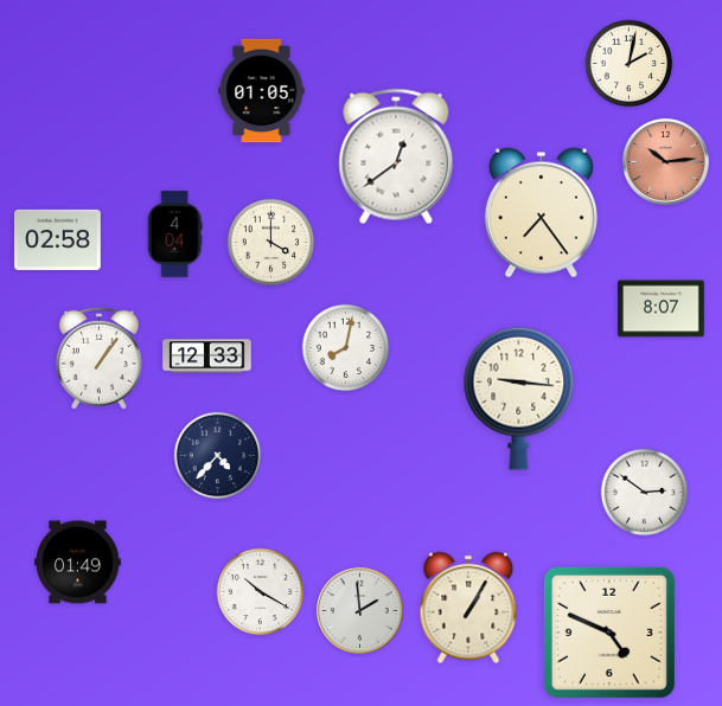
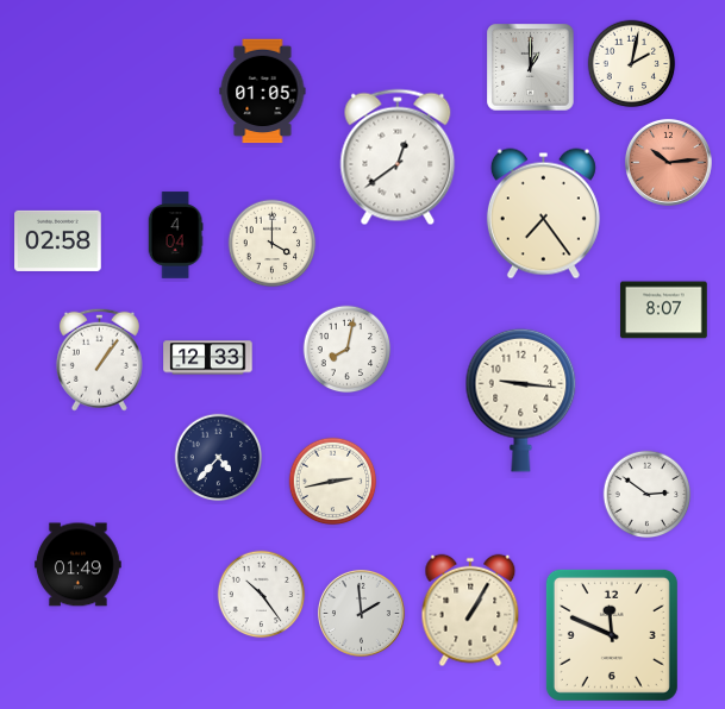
clock at (531, 68): none -> 1:00
clock at (333, 482): none -> 2:43
clock at (261, 592): 10:20 -> 10:24
clock at (609, 633): 4:49 -> 11:49
